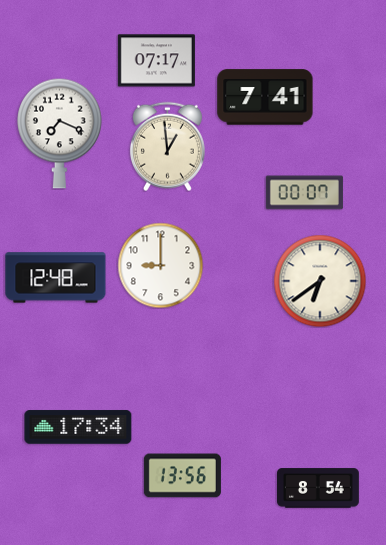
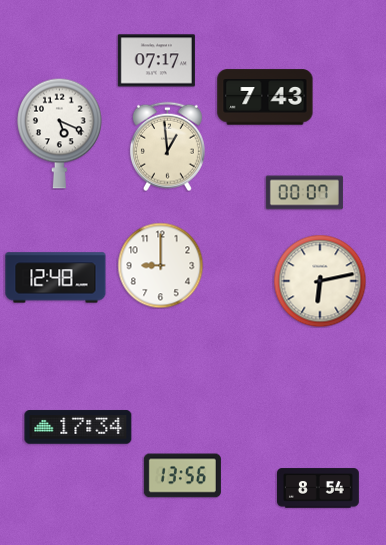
clock at (265, 97): 7:41 -> 7:43
clock at (60, 133): 7:19 -> 5:19
clock at (320, 281): 6:39 -> 6:13
